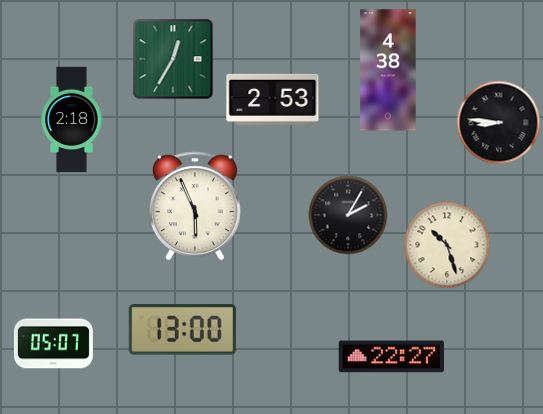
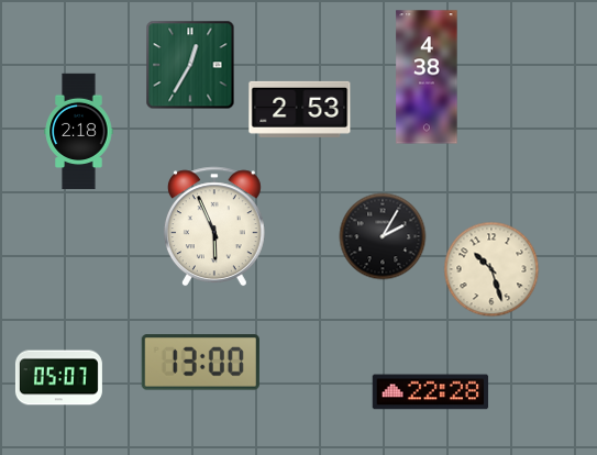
clock at (499, 123): 8:46 -> none
clock at (392, 357): 22:27 -> 22:28
